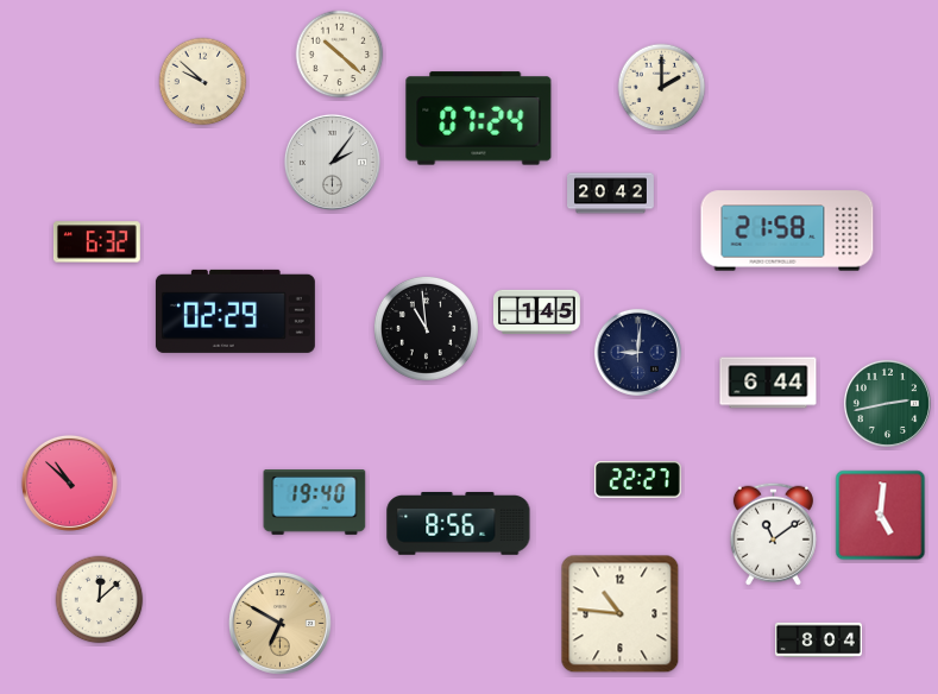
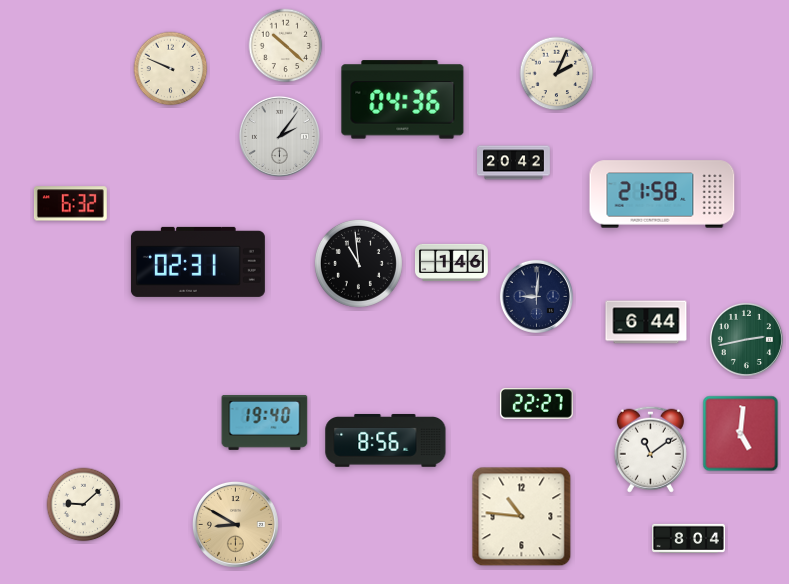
clock at (203, 82): 9:52 -> 9:49
clock at (662, 88): 2:00 -> 2:04
clock at (479, 119): 07:24 -> 04:36
clock at (96, 242) position: (96, 242) -> (70, 204)
clock at (235, 311): 02:29 -> 02:31
clock at (536, 311): 1:45 -> 1:46
clock at (426, 328) position: (426, 328) -> (358, 263)
clock at (69, 482): 10:52 -> none
clock at (100, 600): 12:08 -> 9:08
clock at (279, 623): 6:50 -> 8:50
